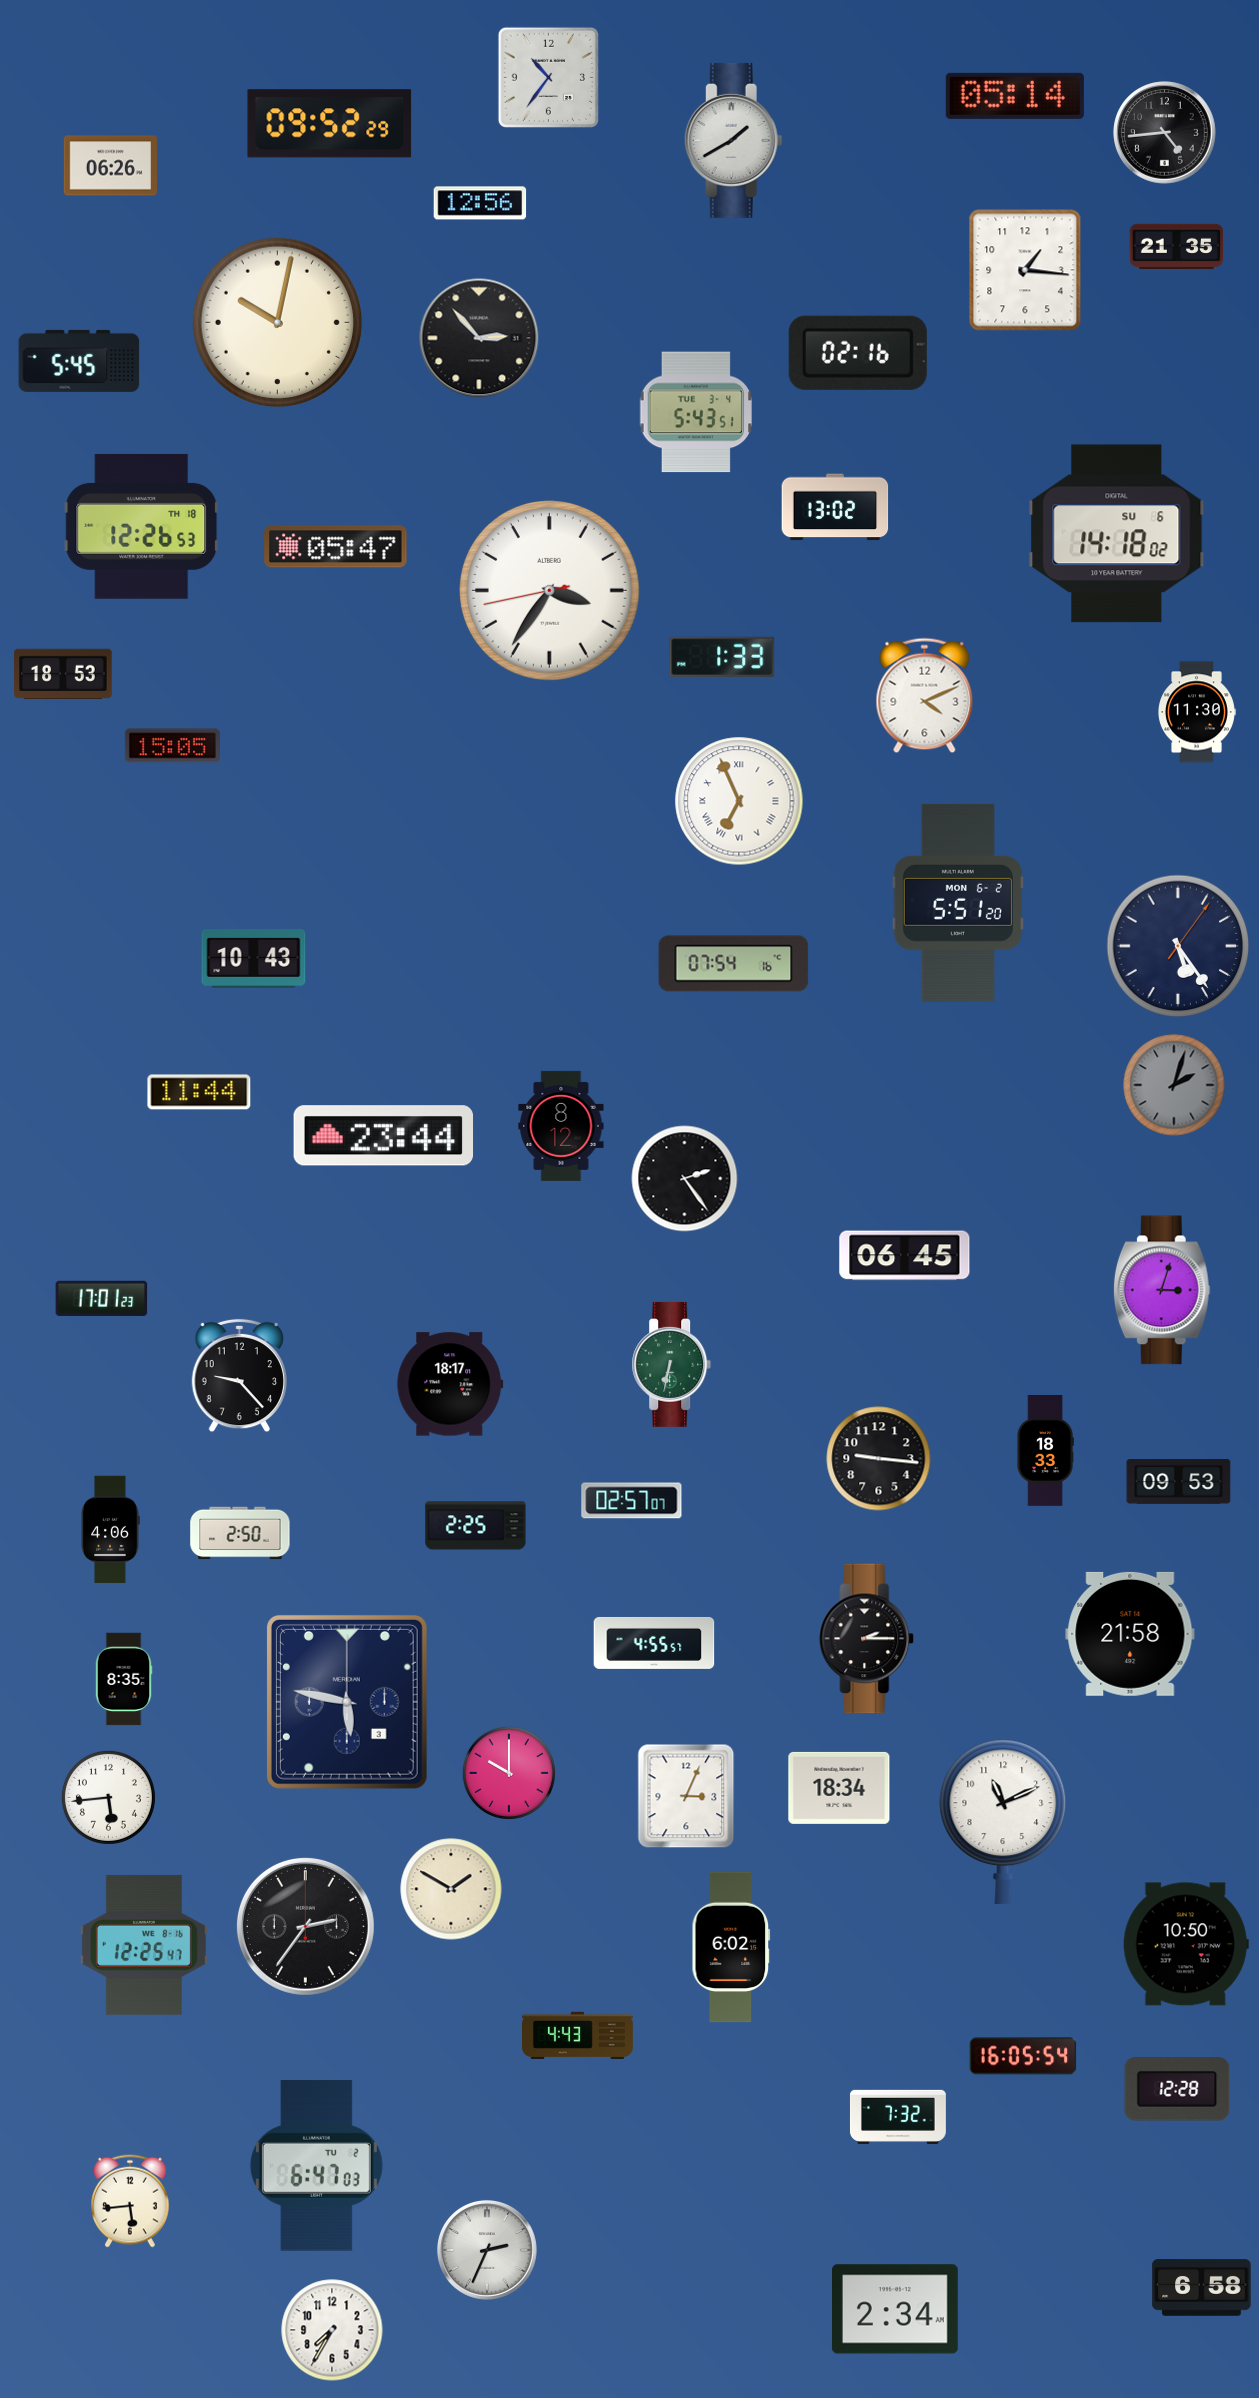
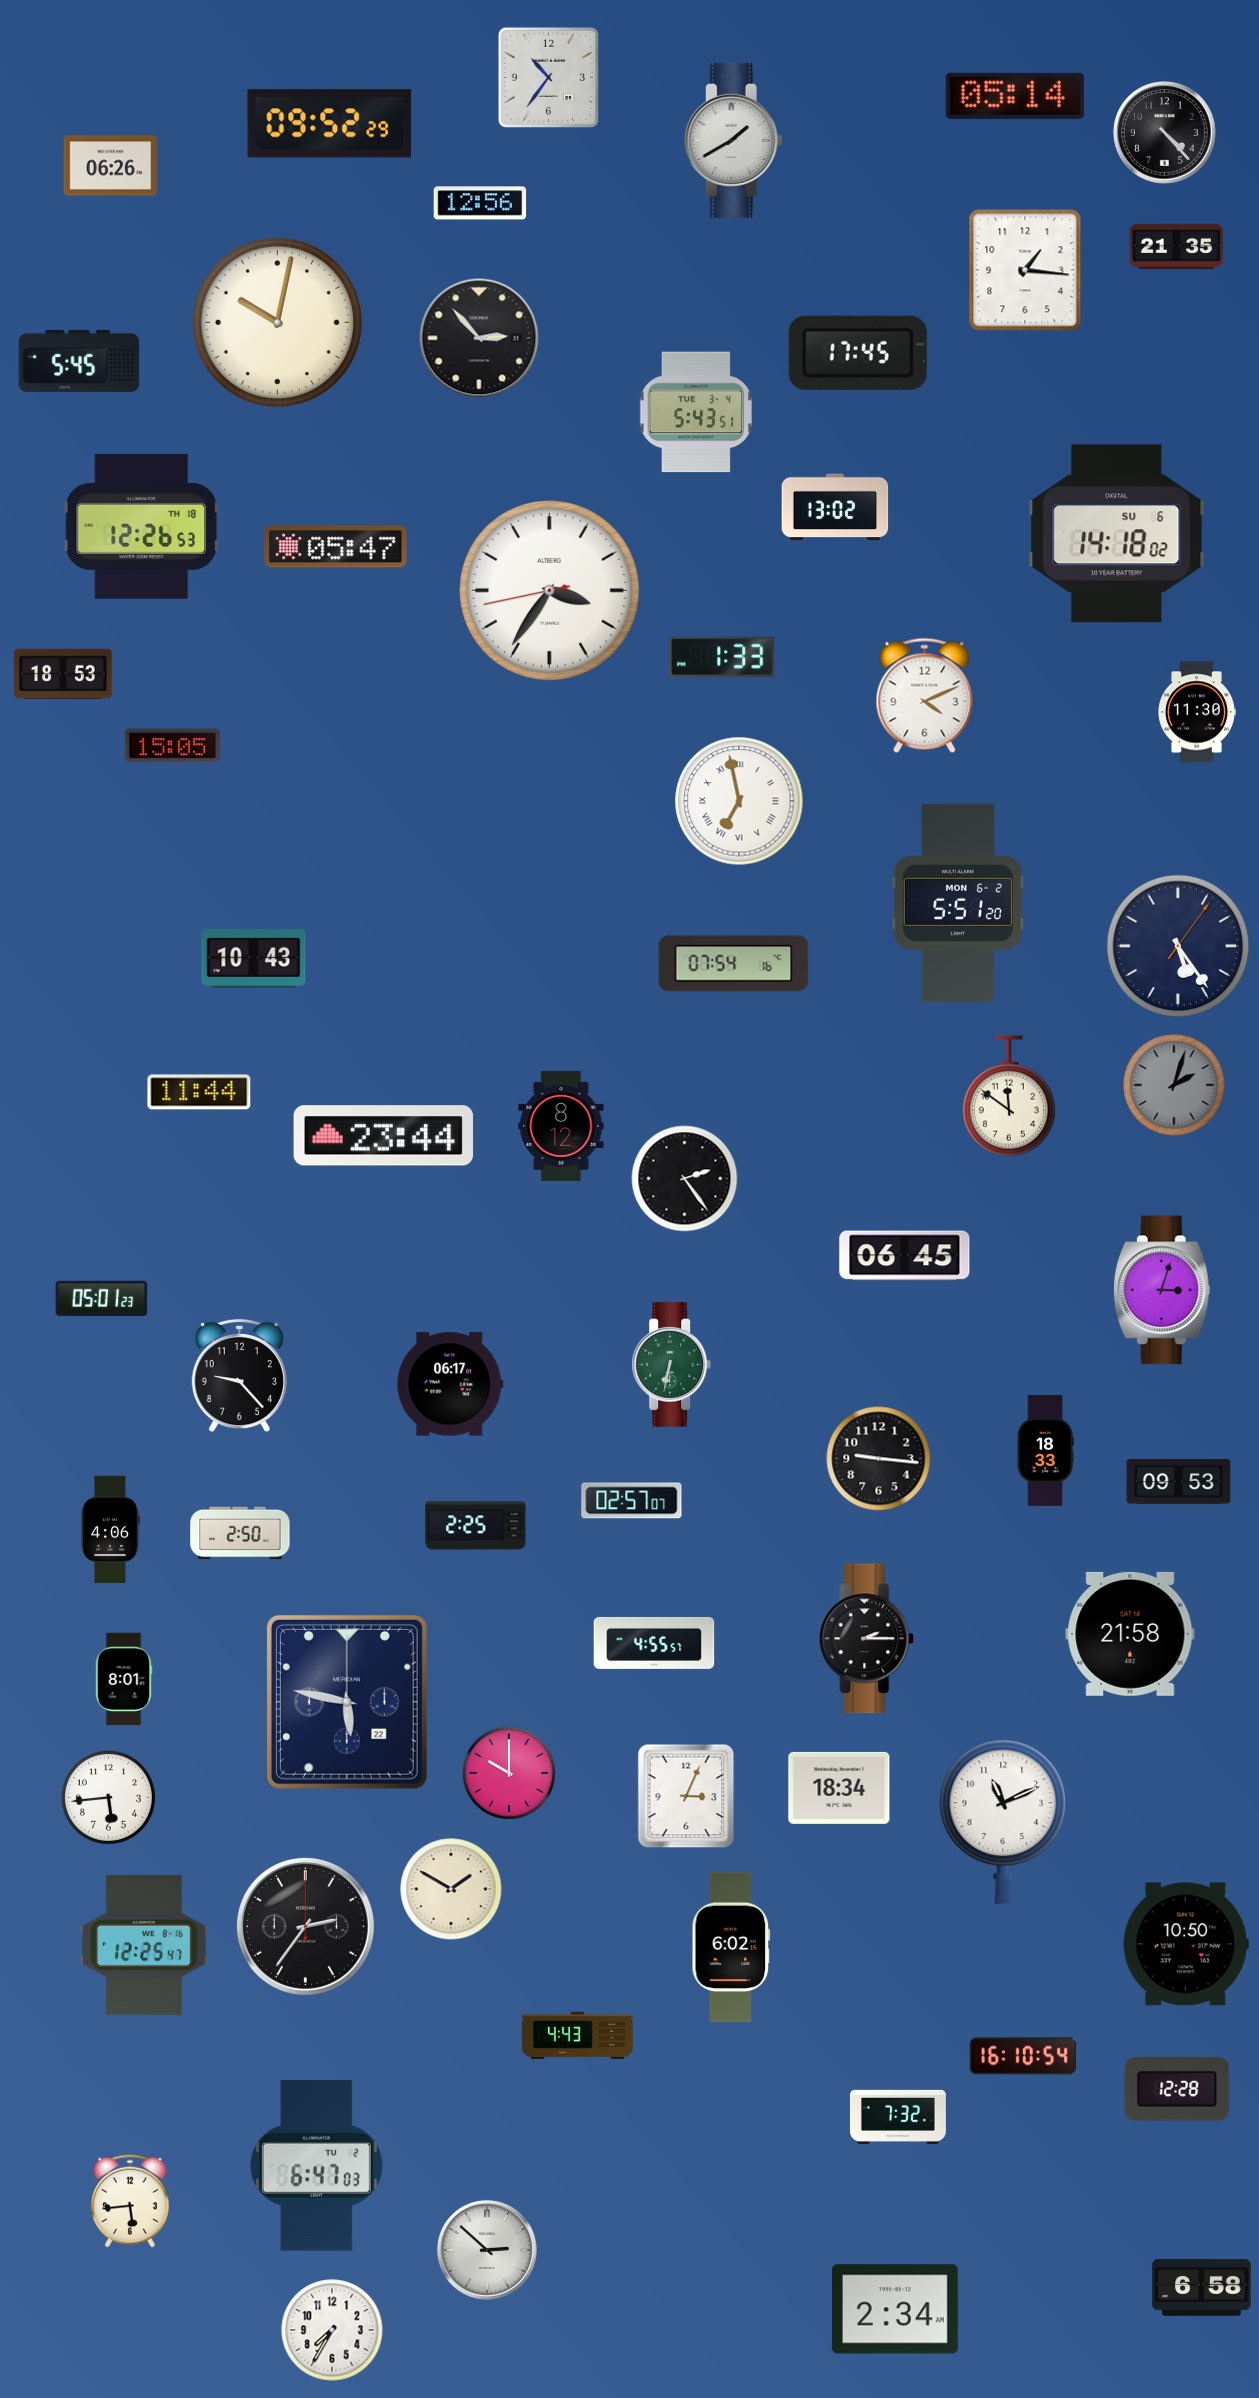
clock at (1165, 133): 4:44 -> 4:23
clock at (858, 353): 02:16 -> 17:45
clock at (739, 801): 6:56 -> 6:58
clock at (1009, 1096): none -> 11:51
clock at (102, 1298): 17:01 -> 05:01
clock at (450, 1384): 18:17 -> 06:17
clock at (124, 1679): 8:35 -> 8:01
clock at (347, 1702) date: 3 -> 22
clock at (1023, 2056): 16:05 -> 16:10
clock at (487, 2250): 2:34 -> 2:52
